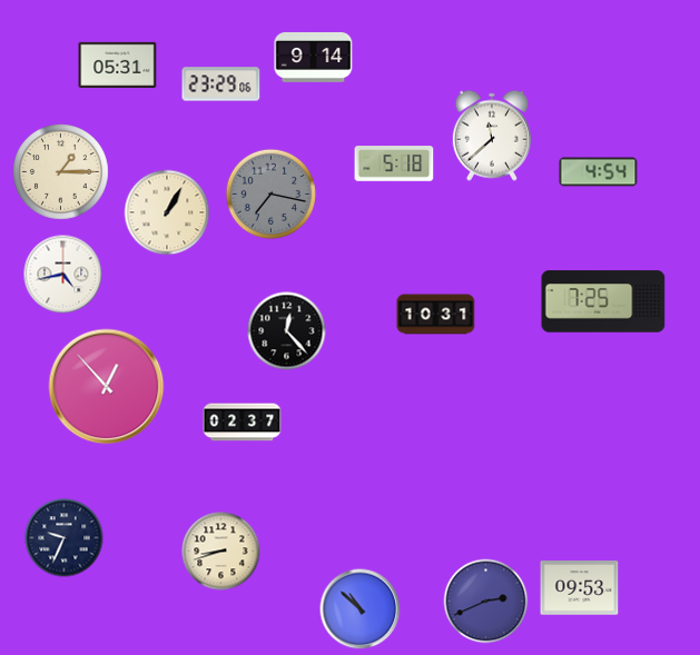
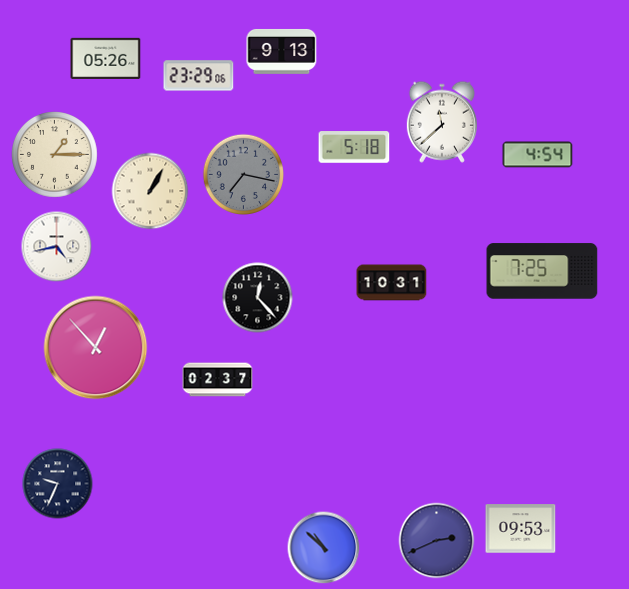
clock at (314, 57): 9:14 -> 9:13
clock at (118, 64): 05:31 -> 05:26
clock at (221, 552): 8:42 -> none
